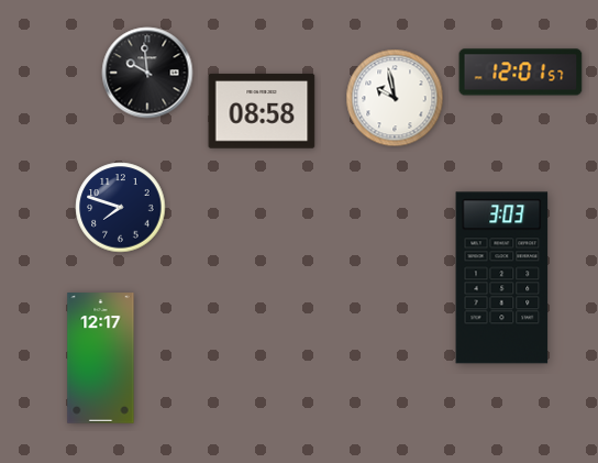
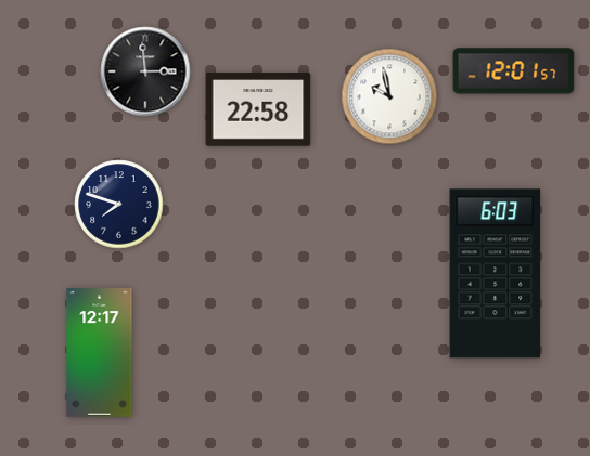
clock at (147, 73): 9:59 -> 2:59
clock at (262, 111): 08:58 -> 22:58
clock at (502, 278): 3:03 -> 6:03
